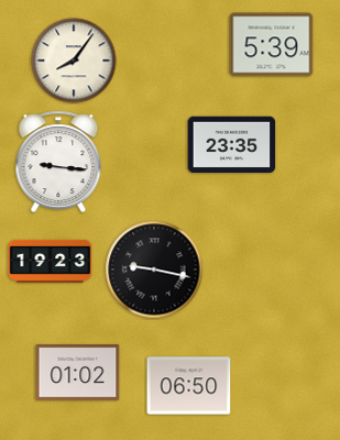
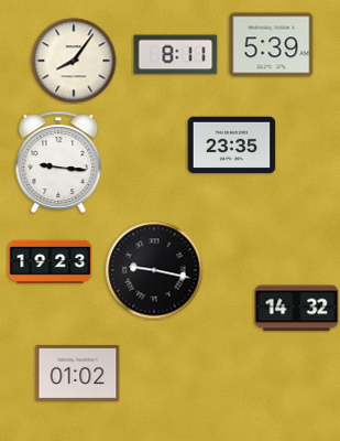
clock at (176, 55): none -> 8:11
clock at (297, 309): none -> 14:32
clock at (189, 386): 06:50 -> none
